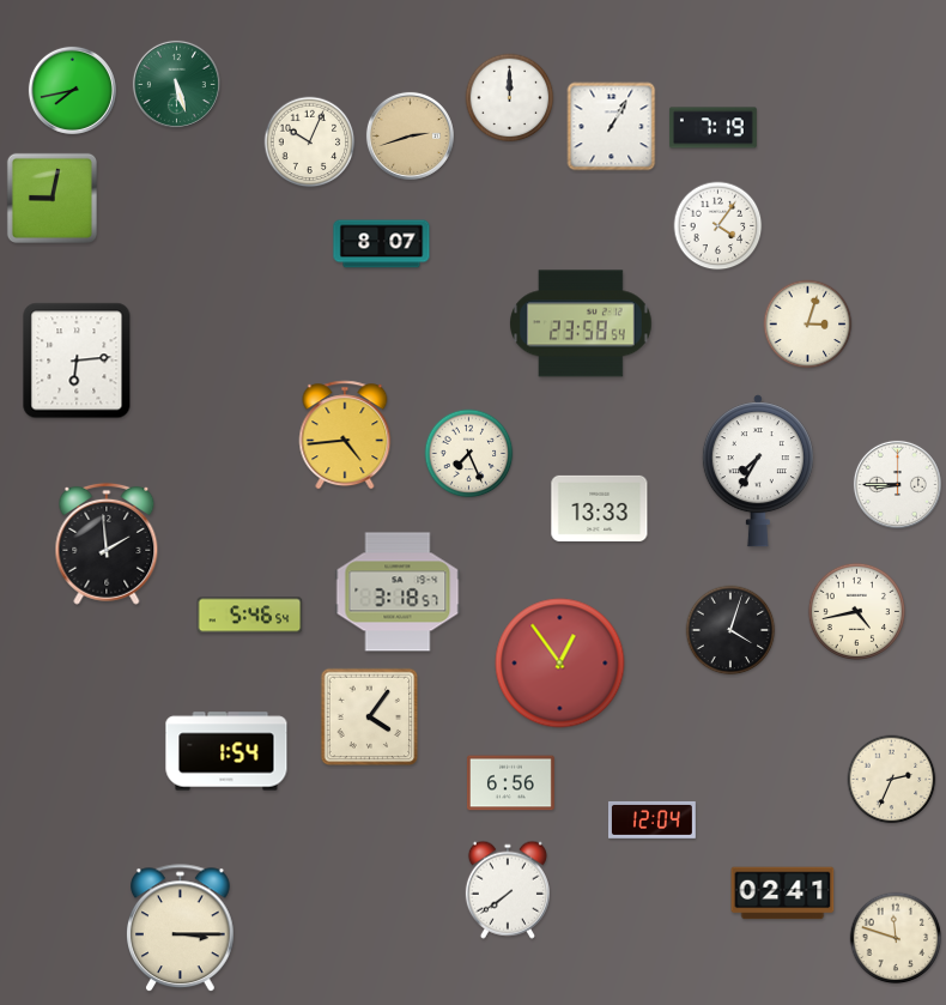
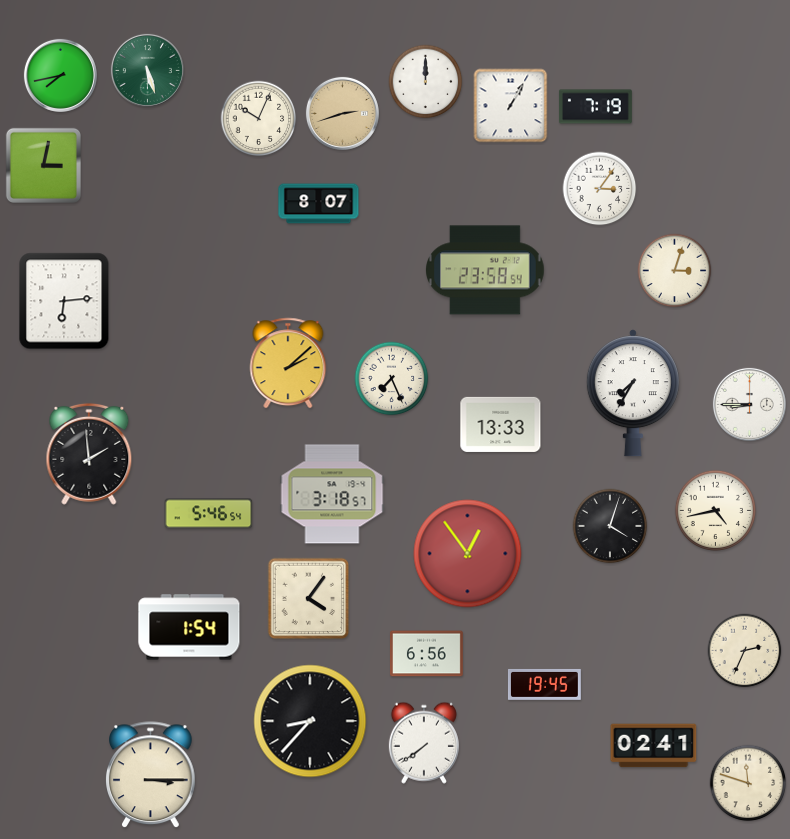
clock at (51, 198): 9:02 -> 3:02
clock at (718, 226): 4:06 -> 3:06
clock at (345, 435): 4:44 -> 2:08
clock at (651, 819): 12:04 -> 19:45
clock at (310, 721): none -> 8:37
